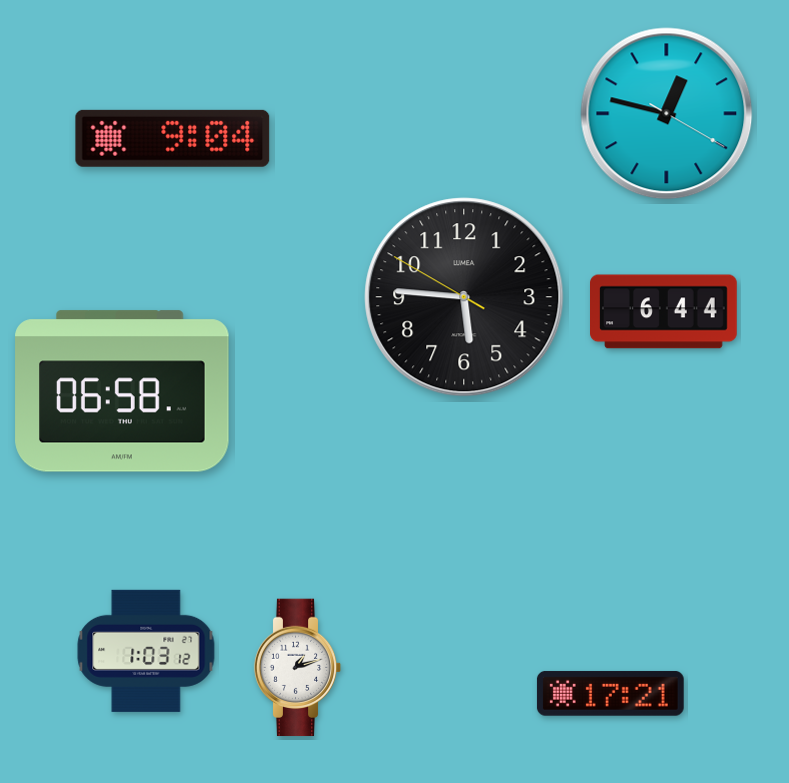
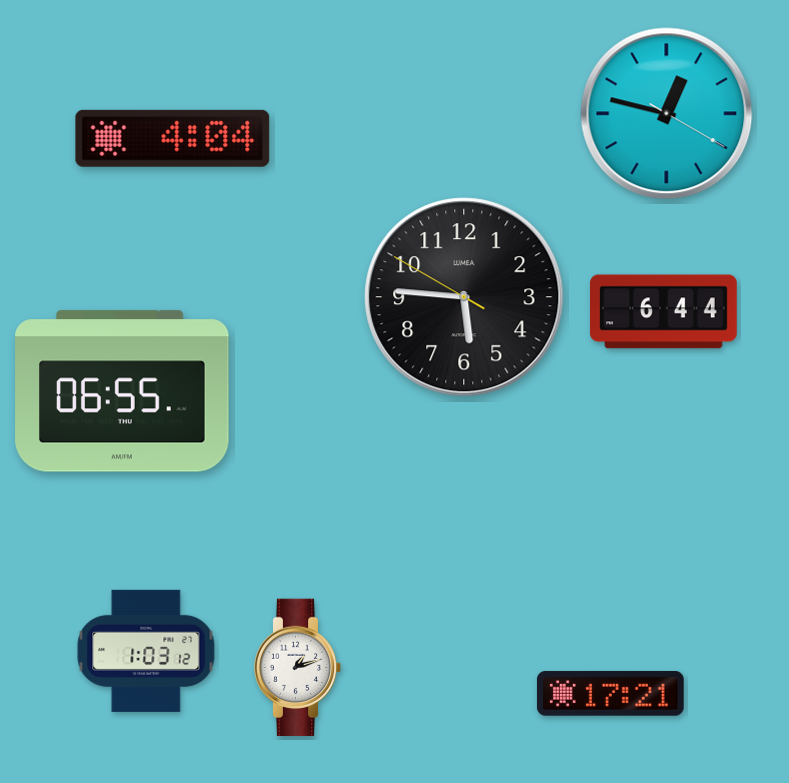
clock at (173, 138): 9:04 -> 4:04
clock at (122, 391): 06:58 -> 06:55
